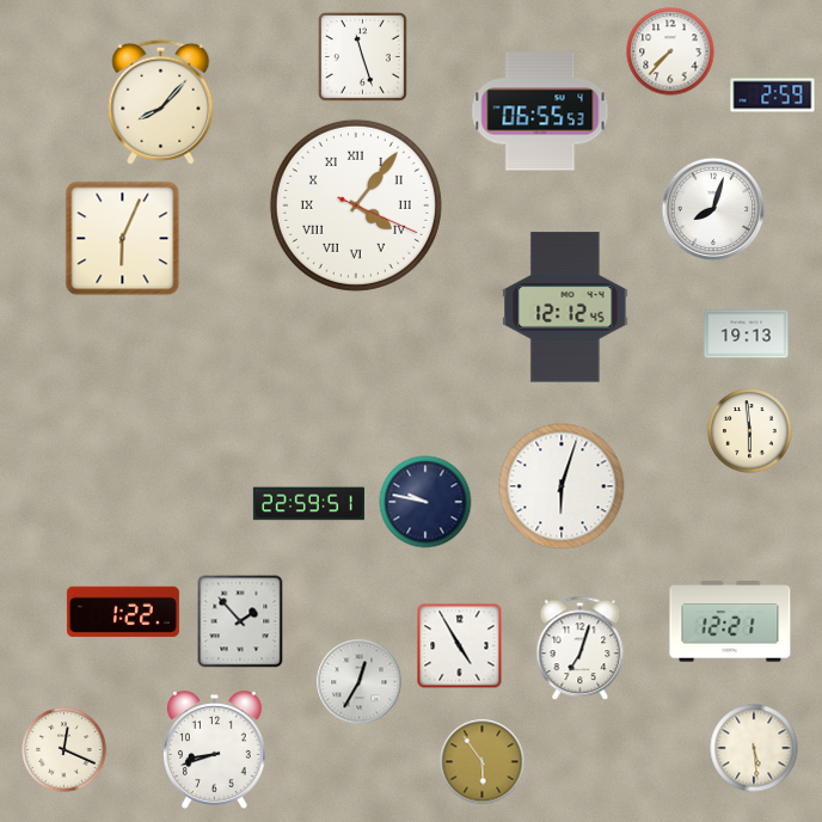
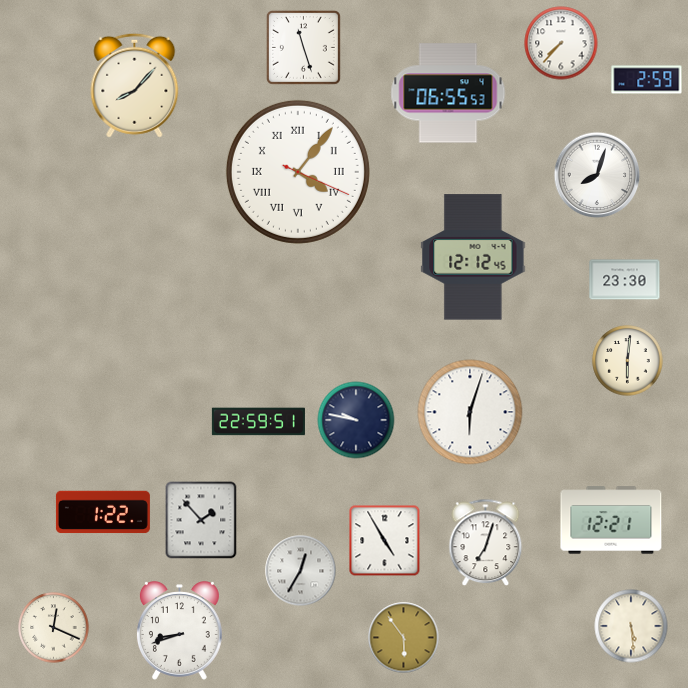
clock at (540, 111) position: (540, 111) -> (448, 93)
clock at (123, 239): 6:04 -> none
clock at (747, 335): 19:13 -> 23:30
clock at (750, 431): 5:59 -> 6:01
clock at (562, 486) position: (562, 486) -> (470, 412)
clock at (214, 750) position: (214, 750) -> (179, 631)
